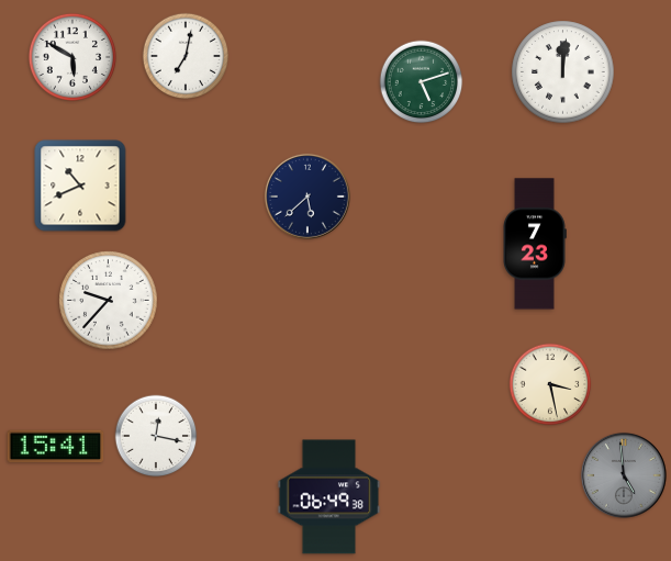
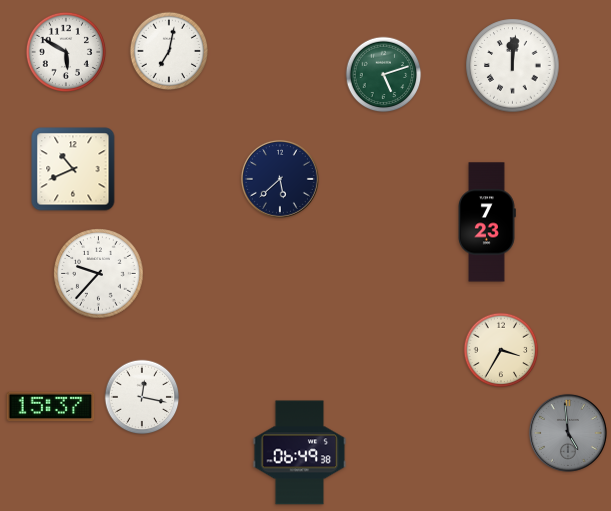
clock at (550, 384): 3:28 -> 3:35
clock at (56, 447): 15:41 -> 15:37
